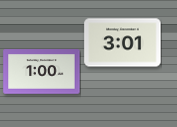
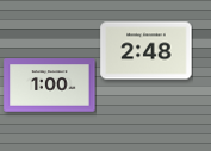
clock at (123, 43): 3:01 -> 2:48
